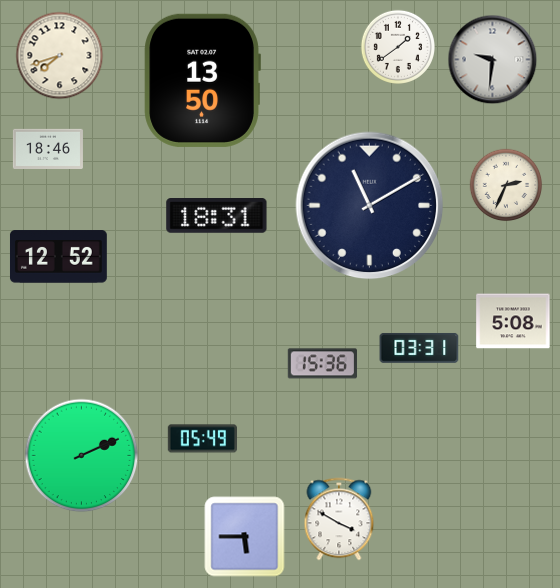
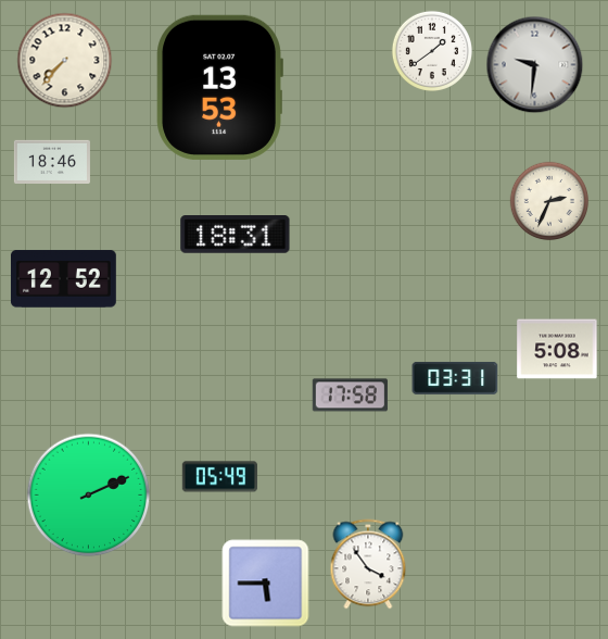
clock at (60, 56): 7:42 -> 7:37
clock at (202, 80): 13:50 -> 13:53
clock at (370, 206): 11:10 -> none
clock at (322, 364): 15:36 -> 17:58
clock at (339, 519): 3:50 -> 3:54
